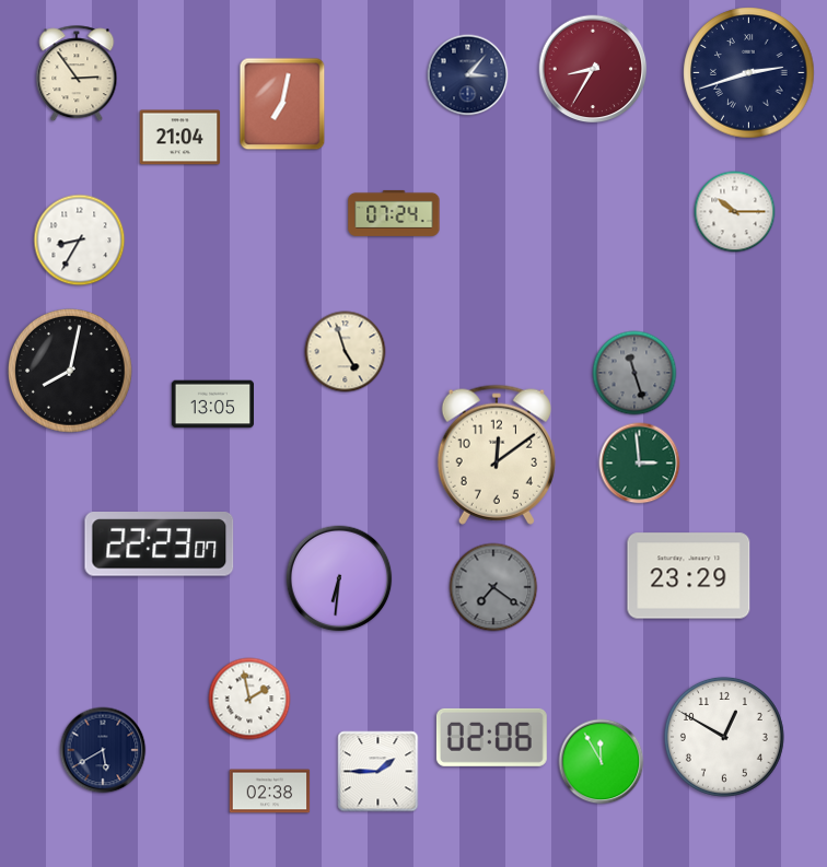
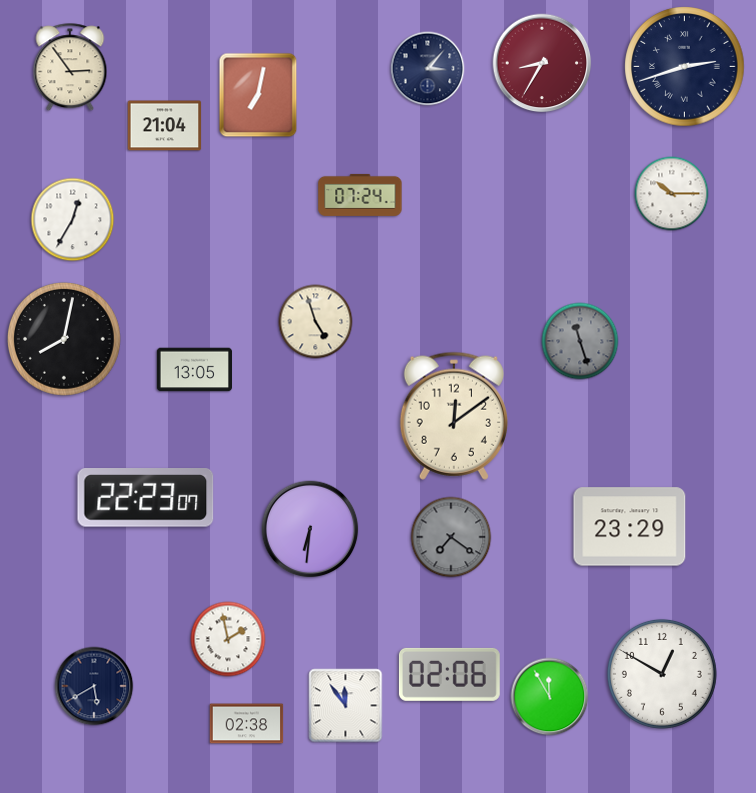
clock at (80, 241): 8:35 -> 12:35
clock at (640, 464): 2:59 -> none
clock at (378, 772): 1:45 -> 11:54
